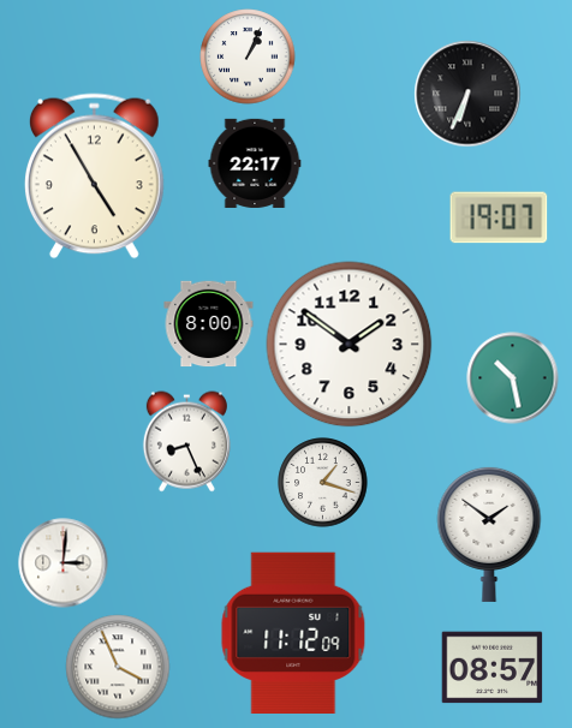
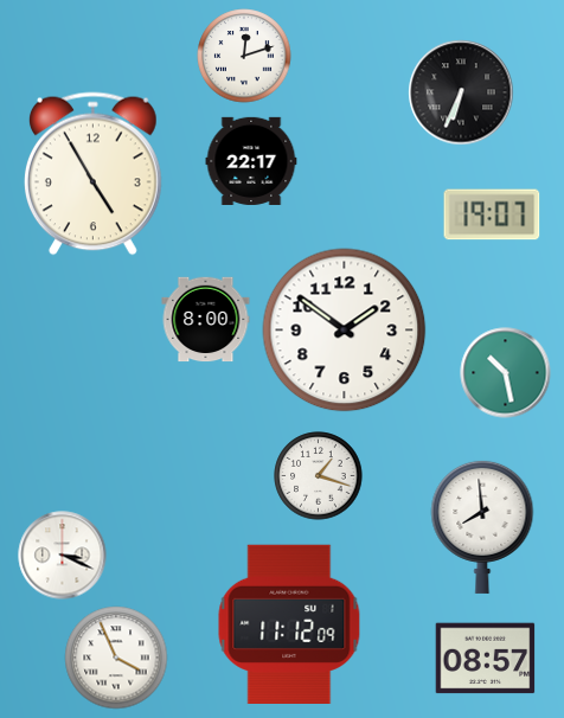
clock at (248, 56): 1:04 -> 12:12
clock at (350, 345) position: (350, 345) -> (345, 331)
clock at (186, 442): 8:26 -> none
clock at (489, 533): 1:51 -> 7:59
clock at (64, 563): 3:01 -> 3:19
